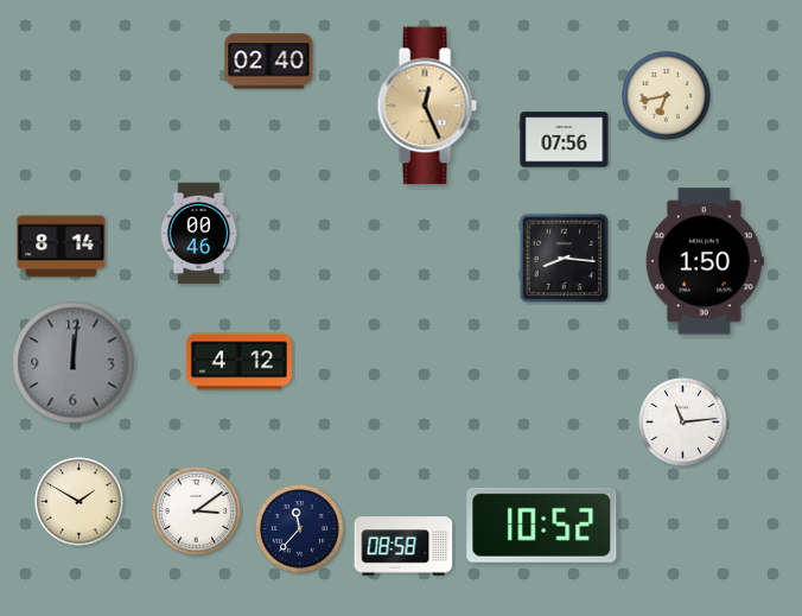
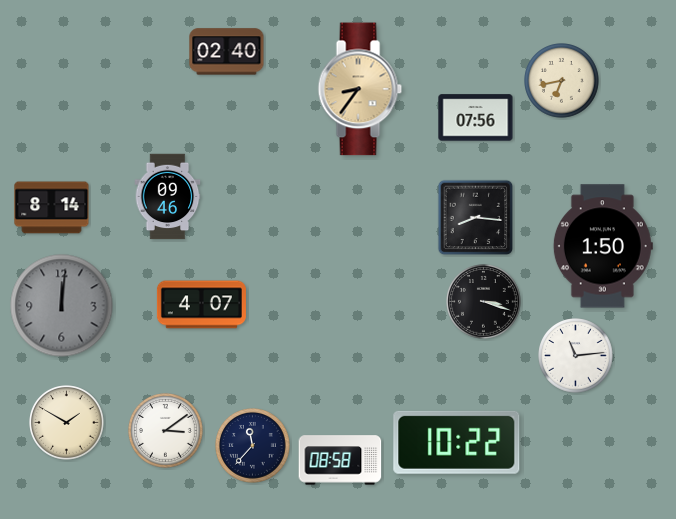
clock at (427, 106): 12:26 -> 8:36
clock at (199, 234): 00:46 -> 09:46
clock at (705, 261) position: (705, 261) -> (603, 246)
clock at (484, 302): none -> 3:18
clock at (238, 362): 4:12 -> 4:07
clock at (542, 525): 10:52 -> 10:22
